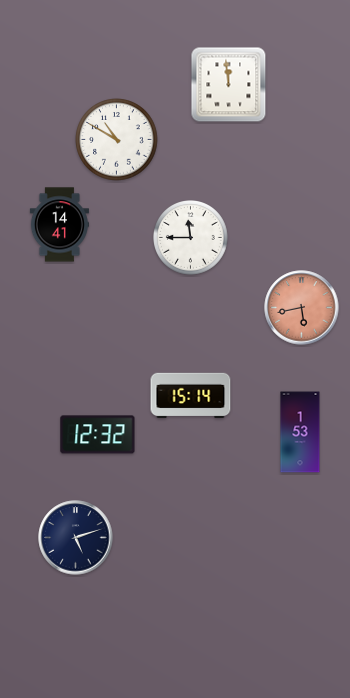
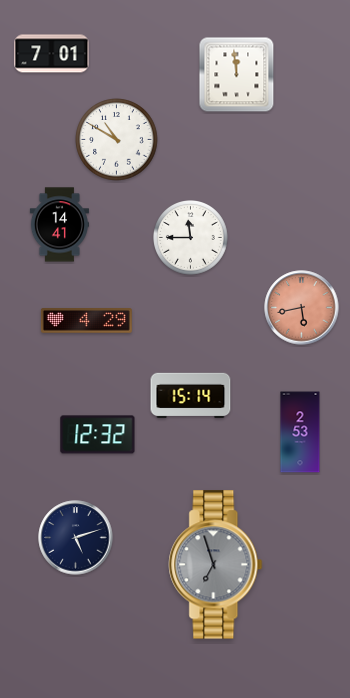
clock at (52, 54): none -> 7:01
clock at (229, 85) position: (229, 85) -> (237, 75)
clock at (86, 321): none -> 4:29
clock at (300, 432): 1:53 -> 2:53
clock at (216, 565): none -> 6:57
